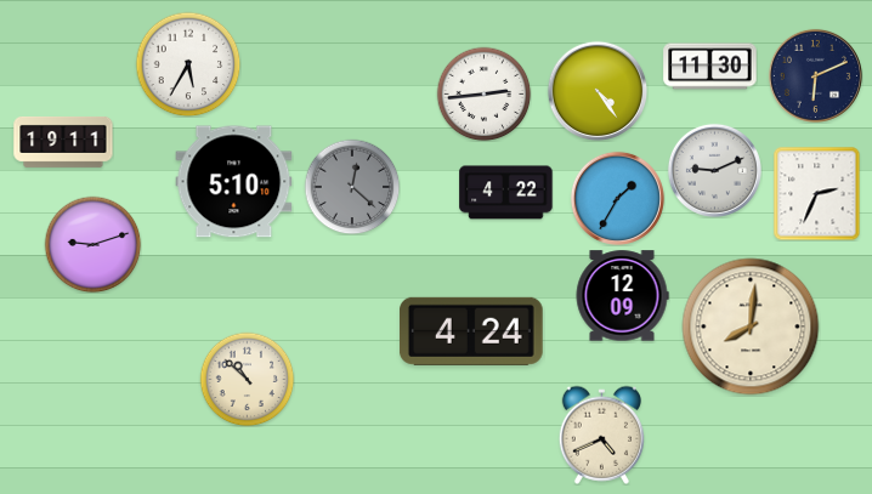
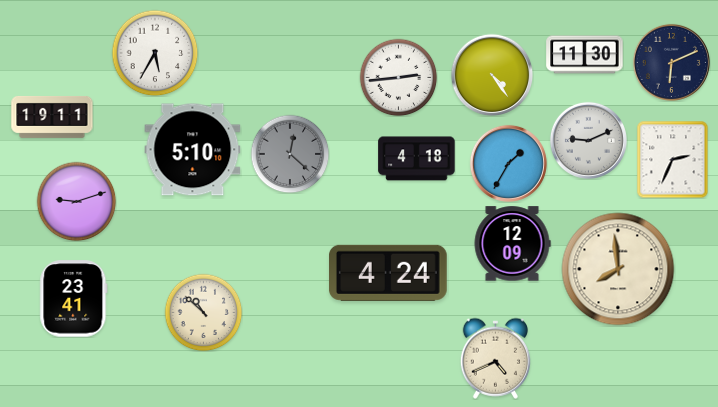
clock at (506, 193): 4:22 -> 4:18
clock at (751, 327): 8:01 -> 7:59
clock at (74, 299): none -> 23:41
